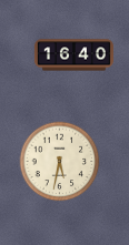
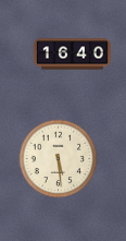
clock at (60, 162): 5:32 -> 5:29
